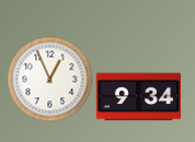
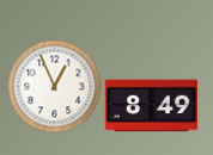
clock at (138, 97): 9:34 -> 8:49
